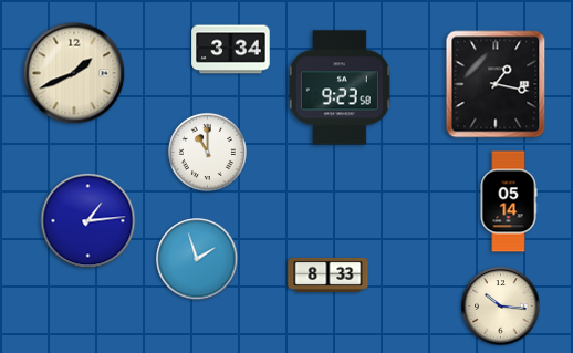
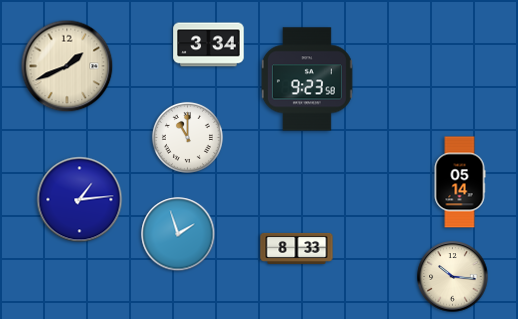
clock at (496, 84): 1:17 -> none
